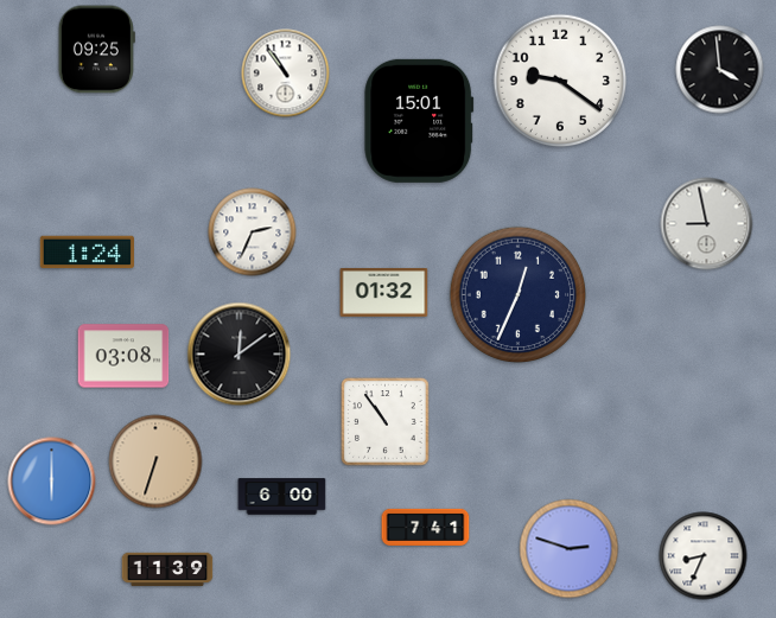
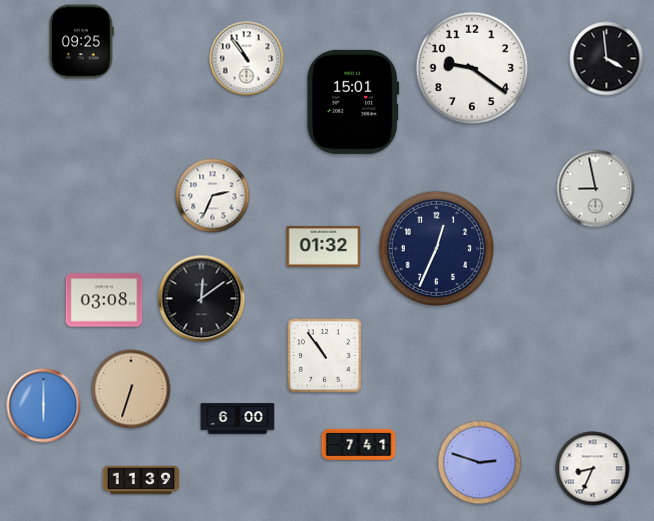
clock at (286, 74) position: (286, 74) -> (247, 59)
clock at (87, 253): 1:24 -> none
